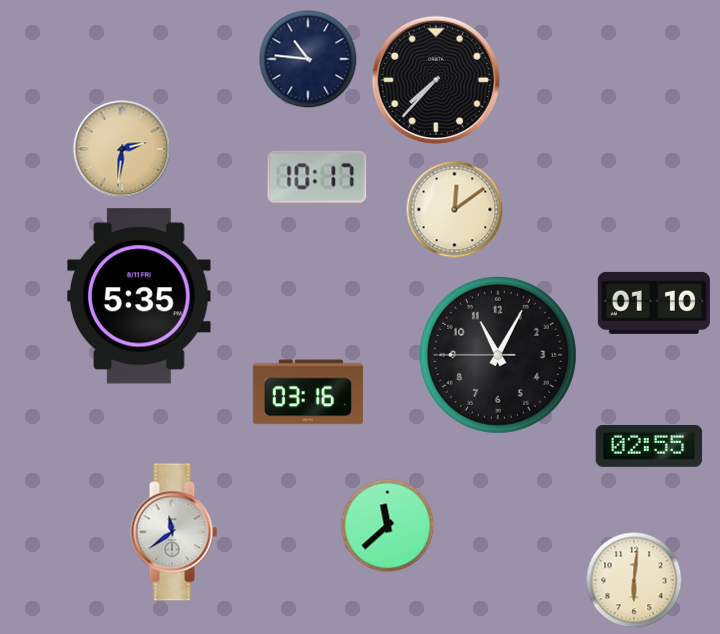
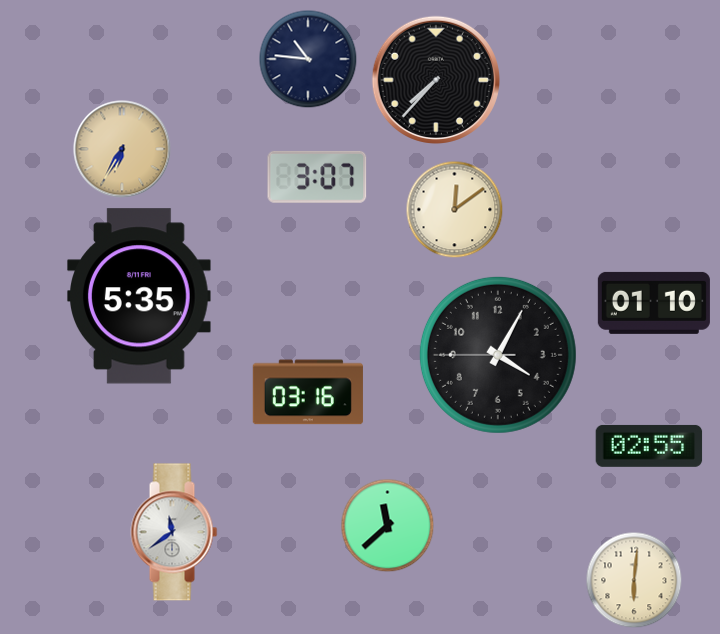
clock at (122, 149): 2:31 -> 6:35
clock at (317, 177): 10:17 -> 3:07
clock at (498, 355): 11:04 -> 4:04
